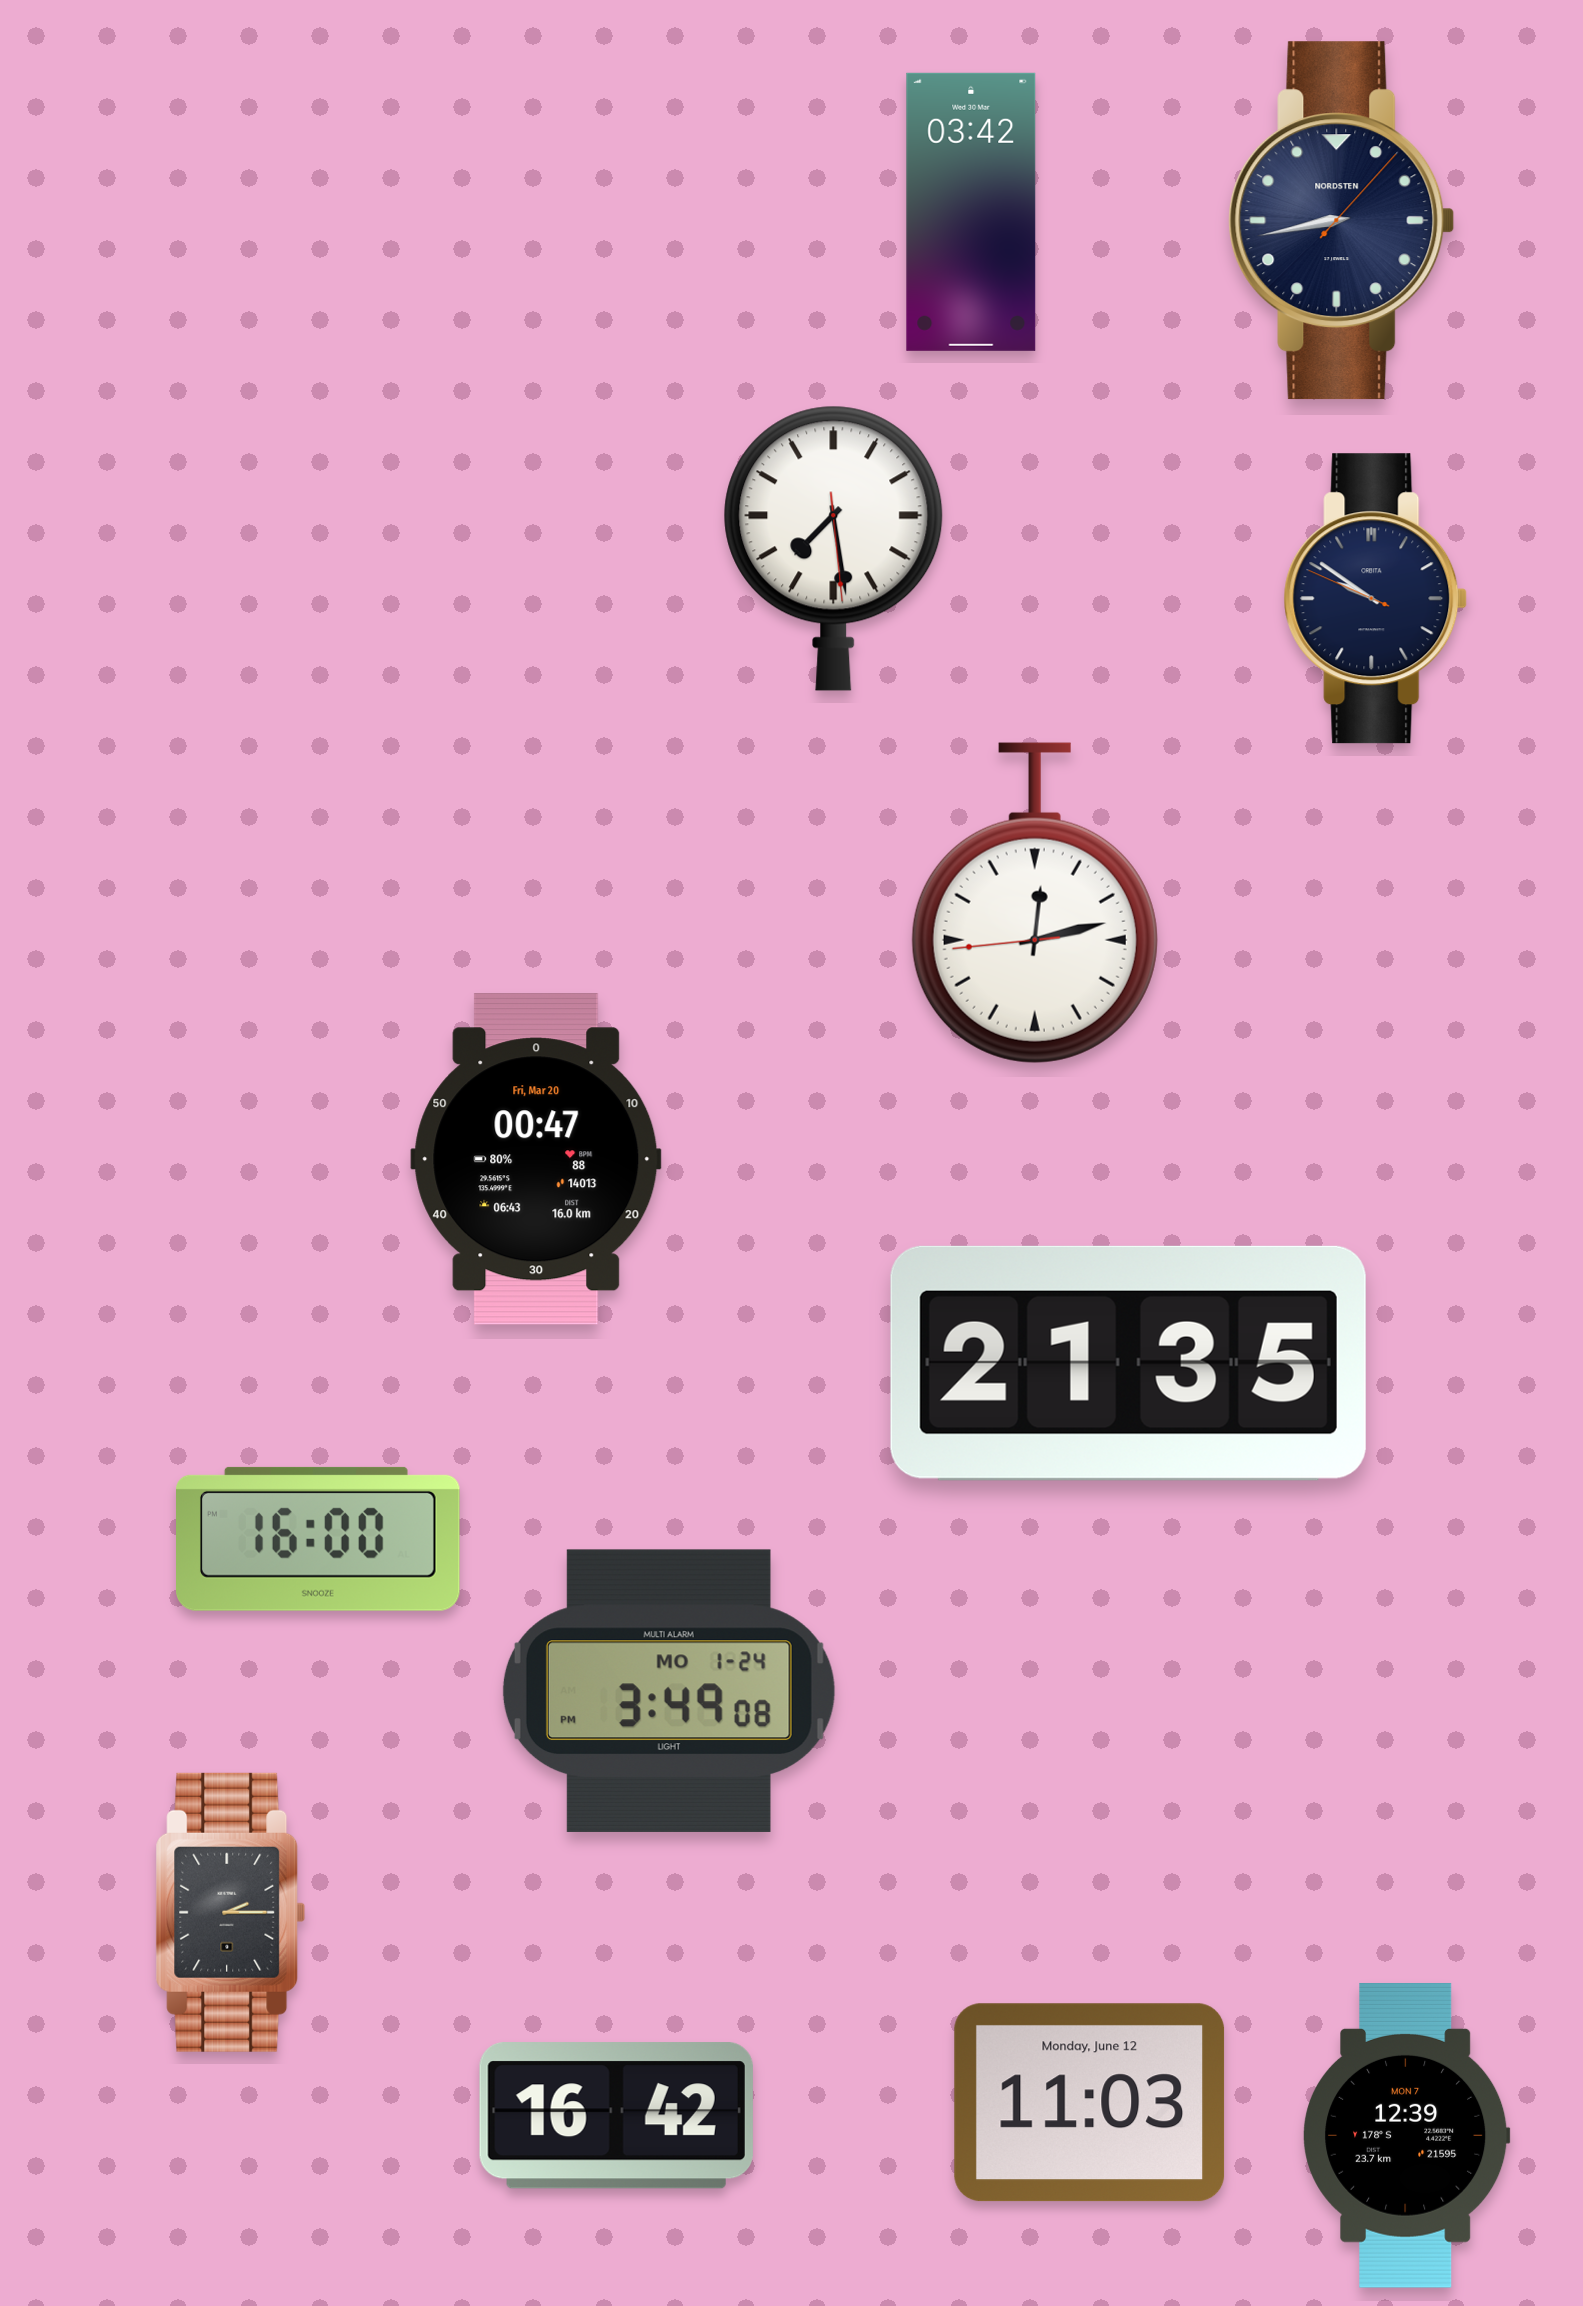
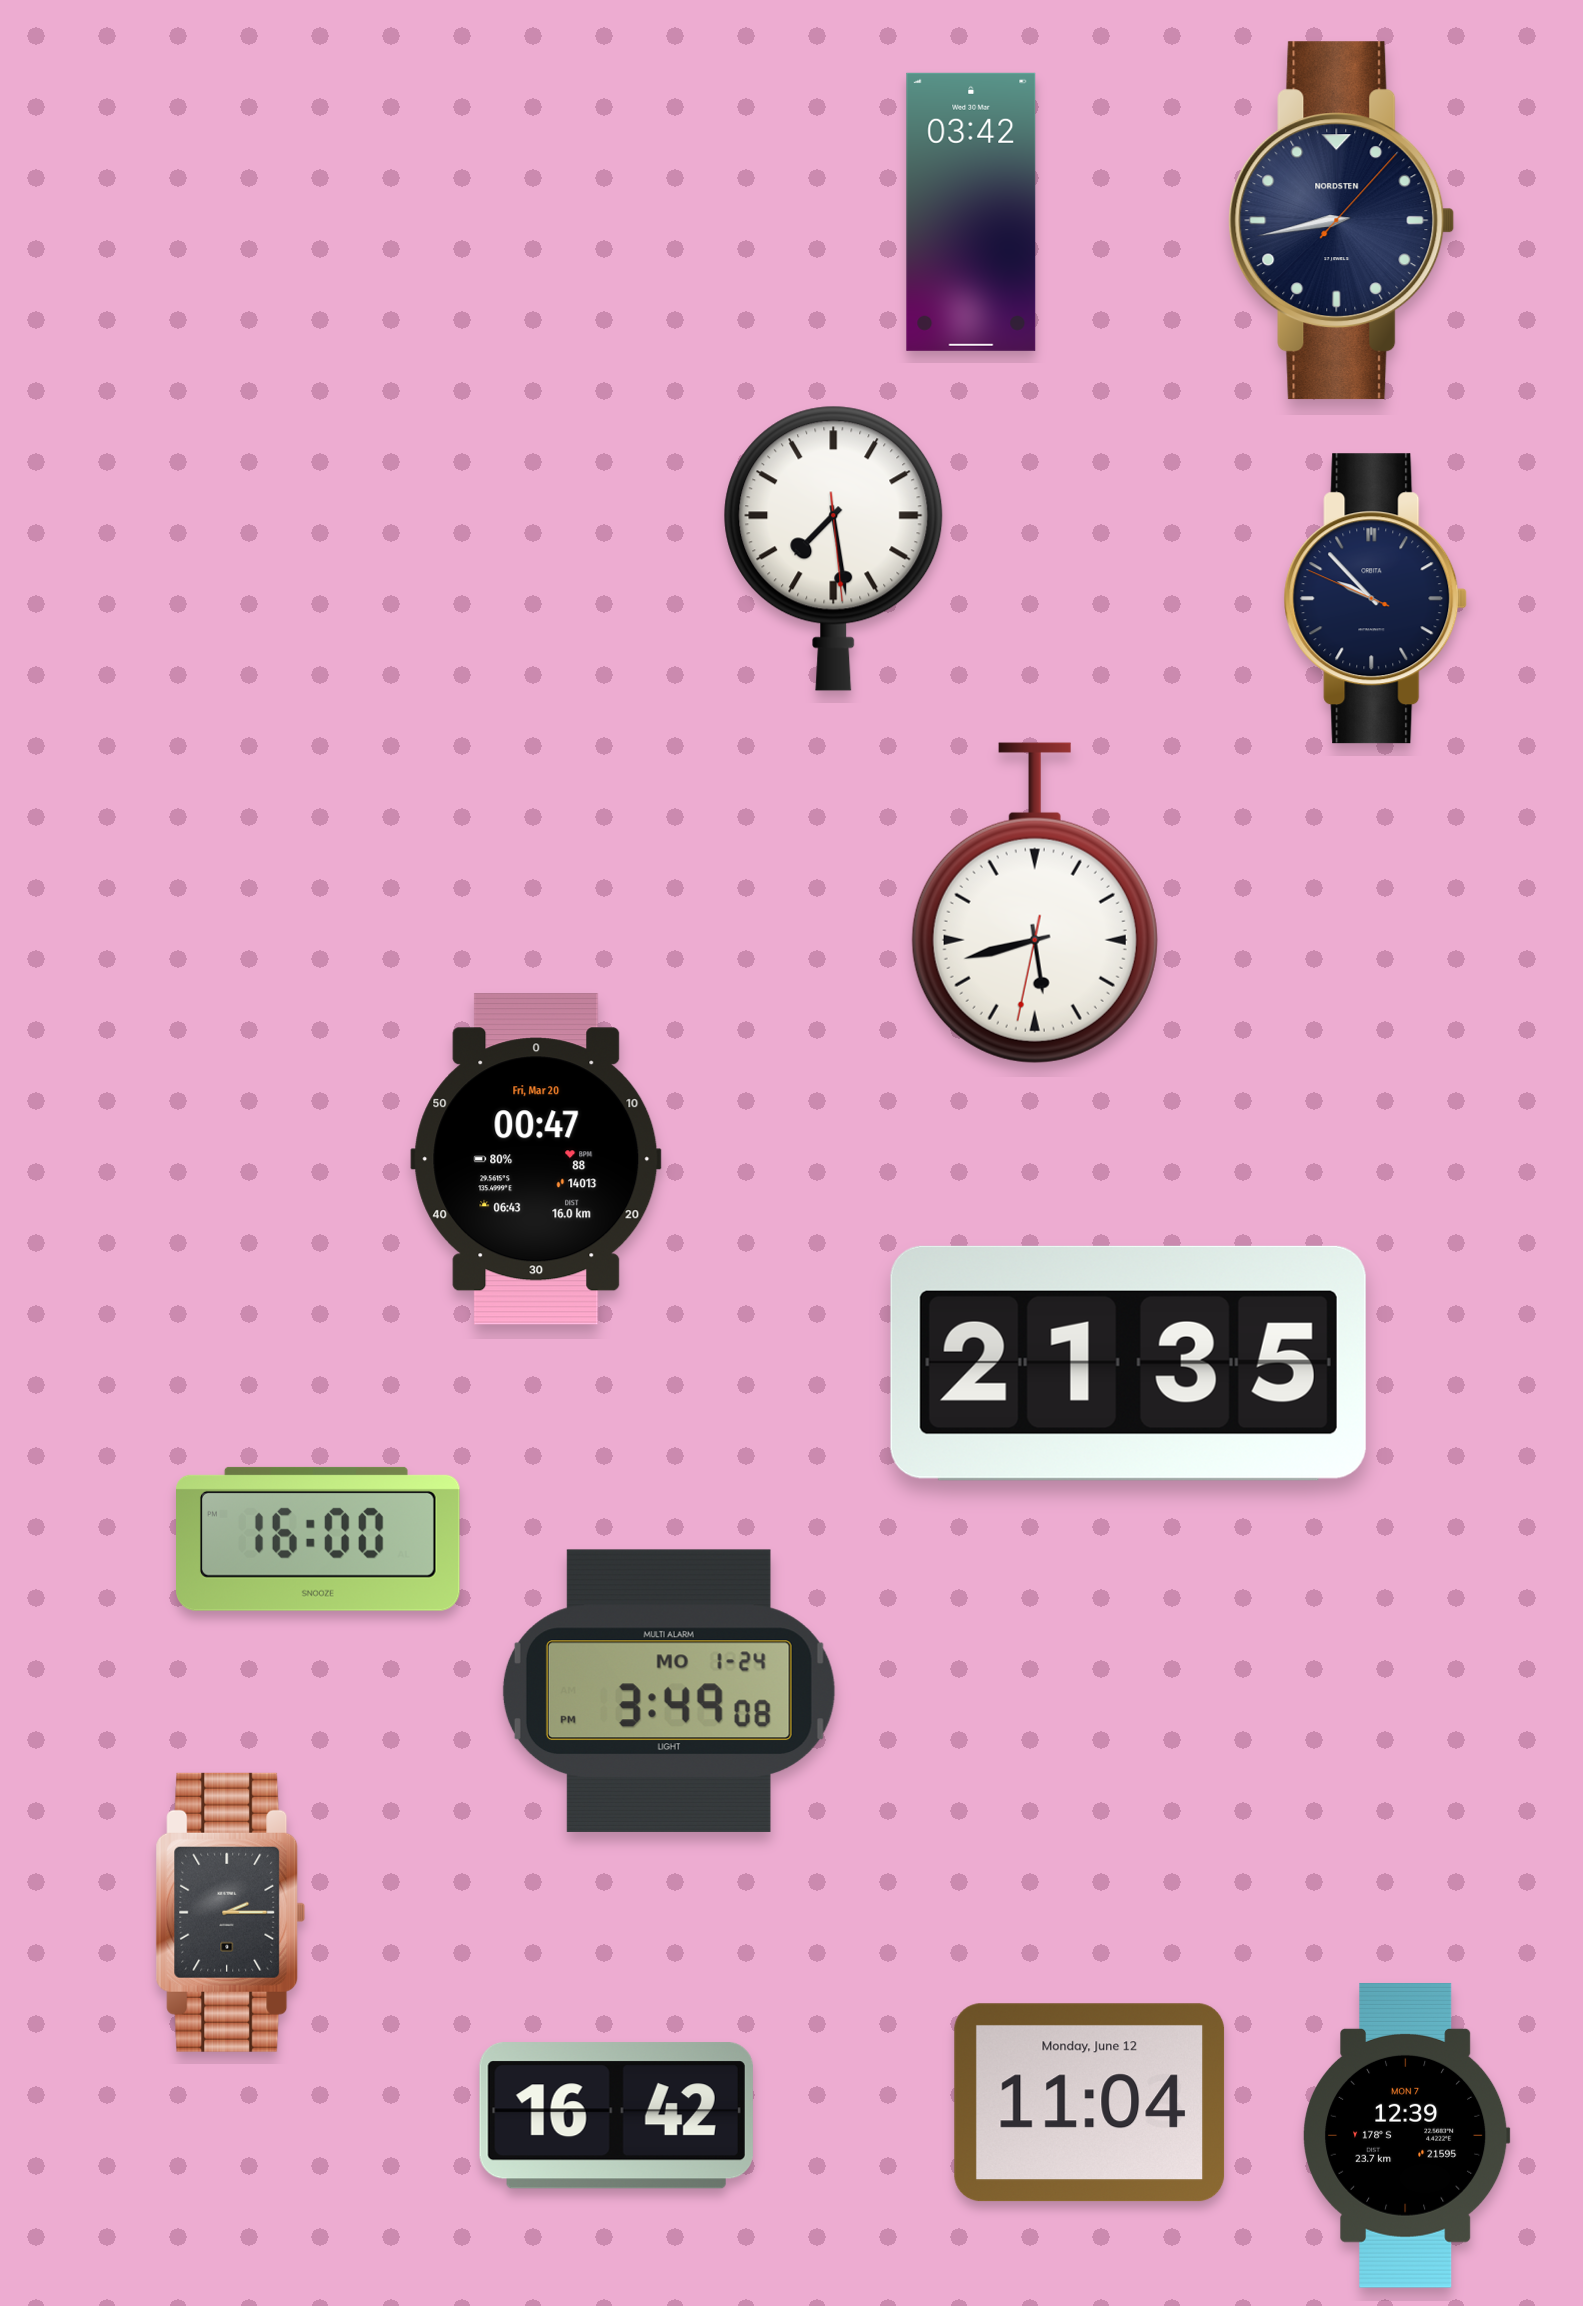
clock at (1376, 599): 9:50 -> 9:52
clock at (1035, 903): 12:12 -> 5:42
clock at (1090, 2103): 11:03 -> 11:04
